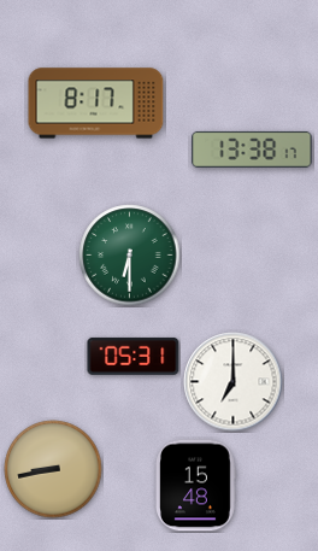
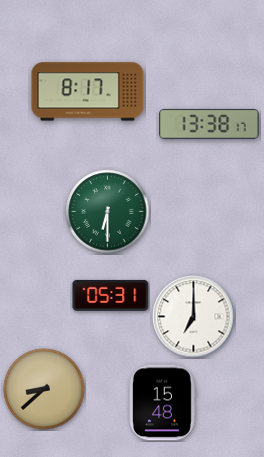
clock at (96, 104) position: (96, 104) -> (88, 92)
clock at (53, 469): 8:43 -> 8:38
